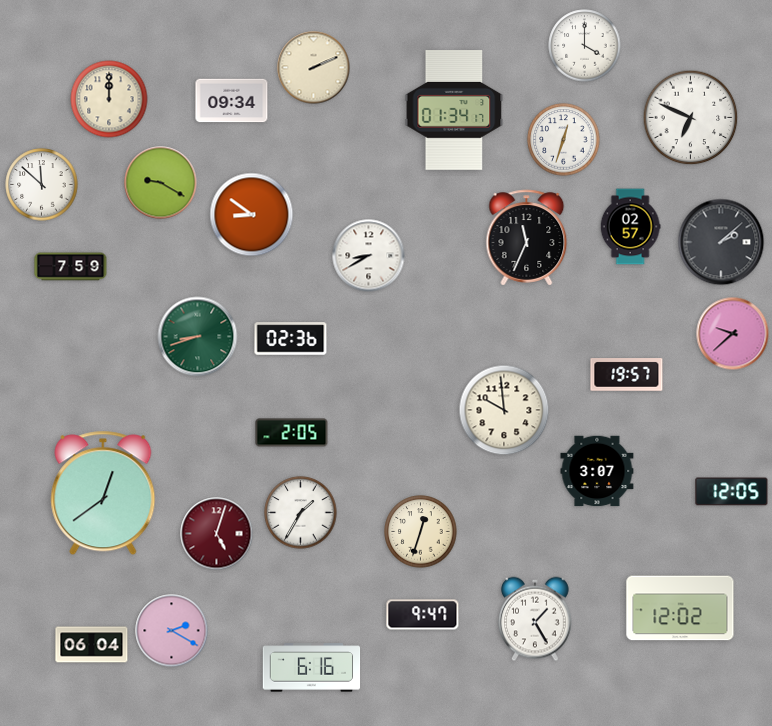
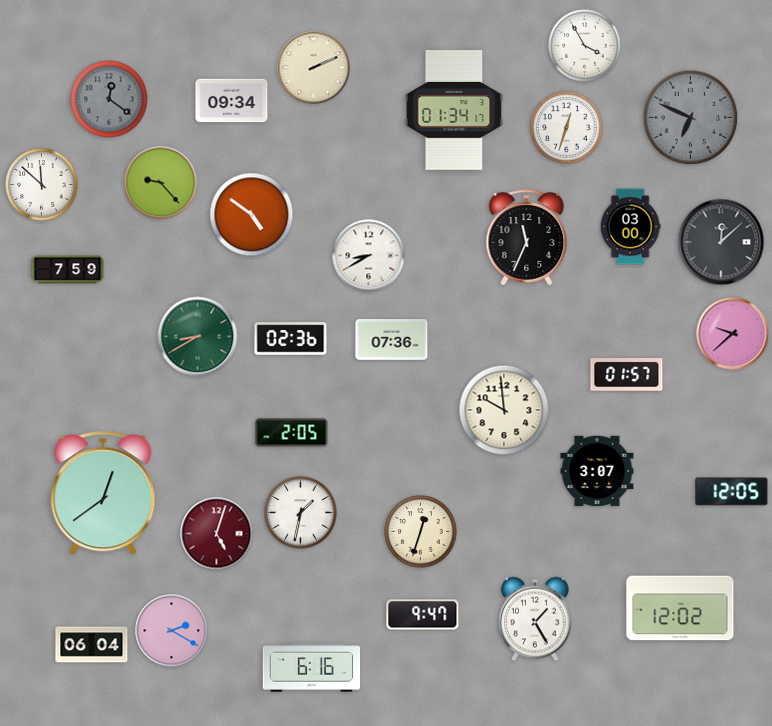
clock at (585, 46): 4:00 -> 3:55
clock at (109, 99): 12:00 -> 12:21
clock at (109, 99) dial: cream -> grey
clock at (691, 118) dial: white -> grey
clock at (564, 140) position: (564, 140) -> (567, 128)
clock at (161, 183): 9:20 -> 9:23
clock at (252, 215): 8:51 -> 4:51
clock at (630, 227): 02:57 -> 03:00
clock at (721, 242): 2:08 -> 12:08
clock at (71, 267) position: (71, 267) -> (68, 270)
clock at (198, 337): 8:42 -> 8:40
clock at (392, 340): none -> 07:36
clock at (627, 375): 19:57 -> 01:57
clock at (301, 513): 1:35 -> 1:32
